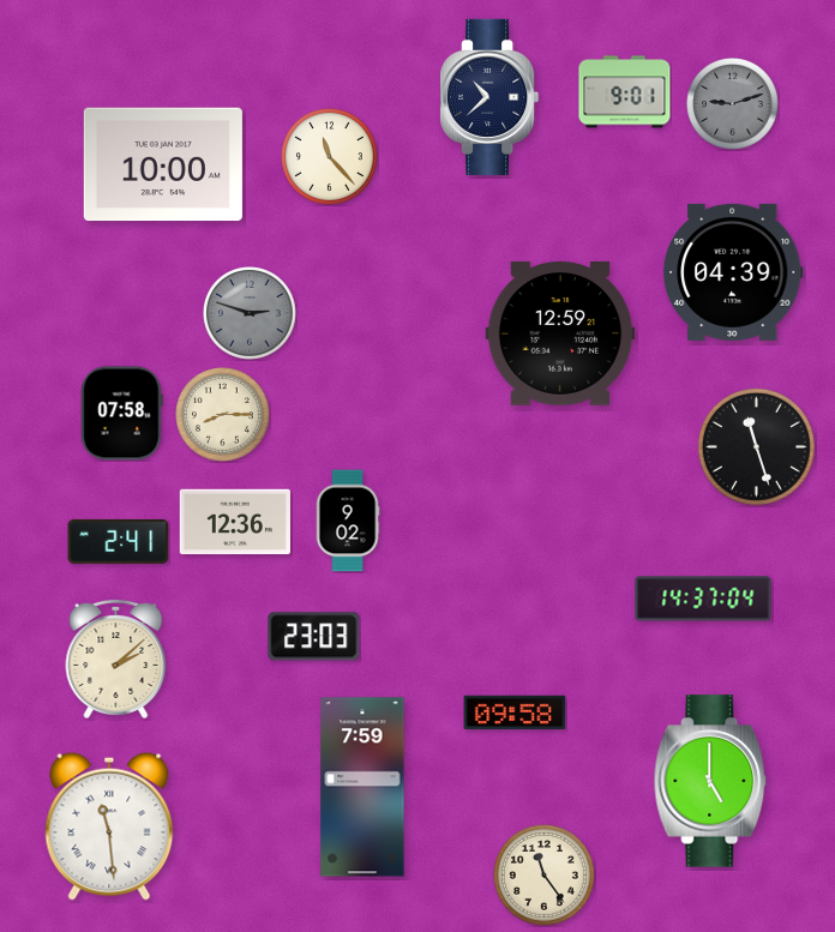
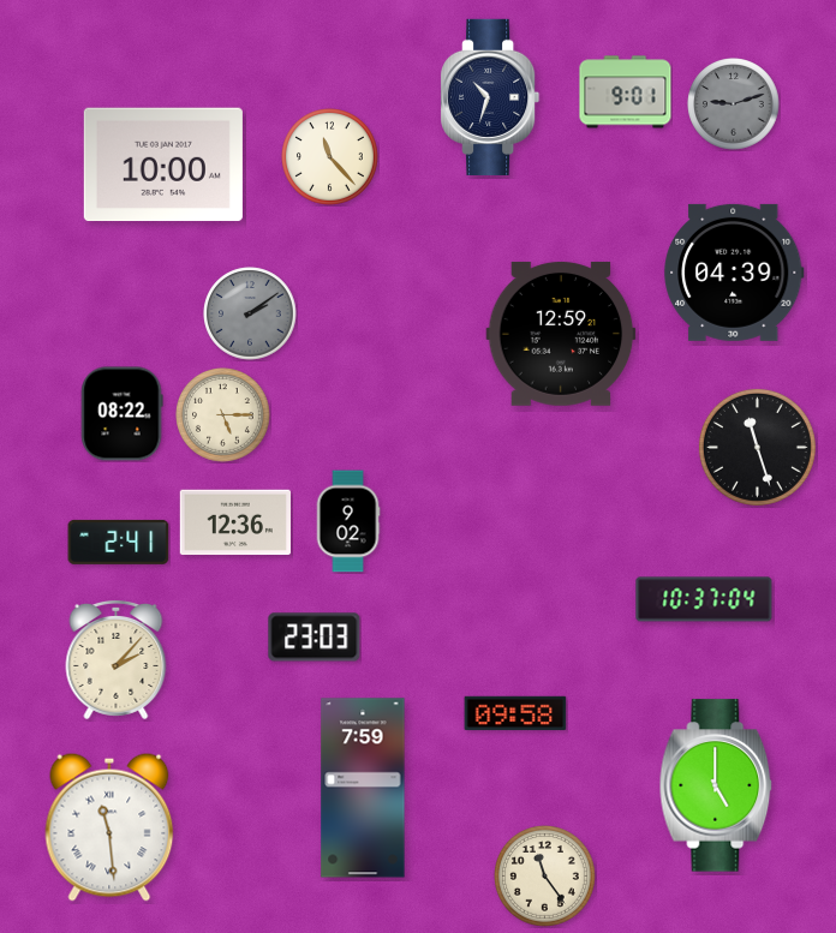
clock at (489, 97): 10:38 -> 10:33
clock at (250, 313): 2:48 -> 2:09
clock at (121, 414): 07:58 -> 08:22
clock at (223, 415): 8:15 -> 5:15
clock at (703, 599): 14:37 -> 10:37
clock at (116, 659): 2:08 -> 2:07
clock at (710, 781) position: (710, 781) -> (716, 785)
